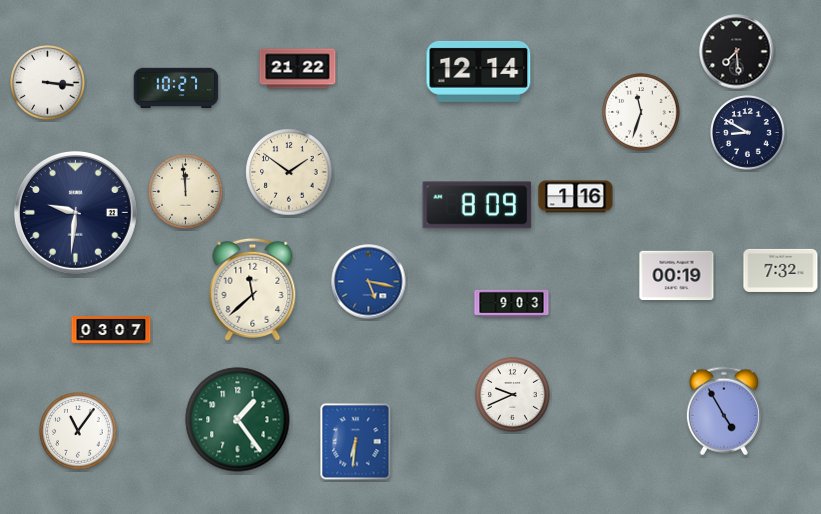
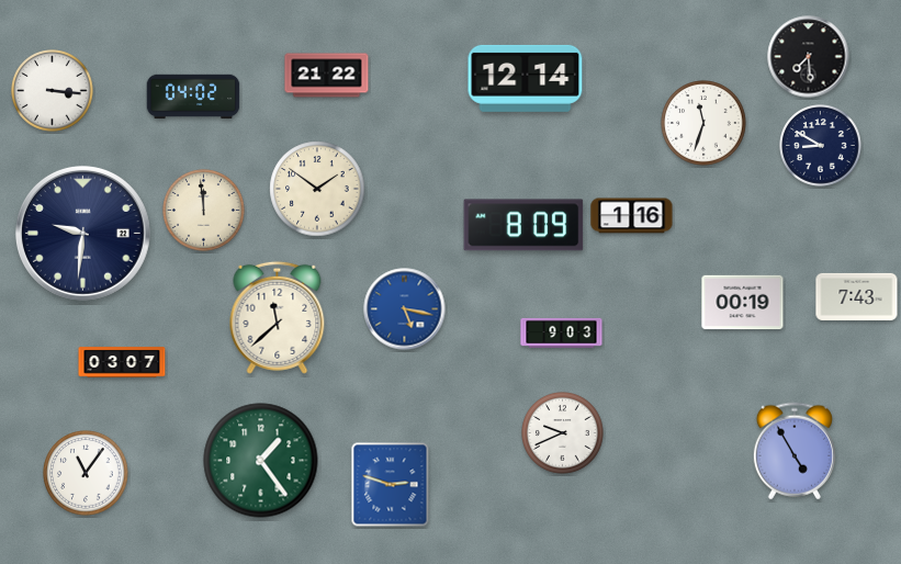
clock at (176, 88): 10:27 -> 04:02
clock at (781, 270): 7:32 -> 7:43
clock at (356, 442): 6:31 -> 2:48
